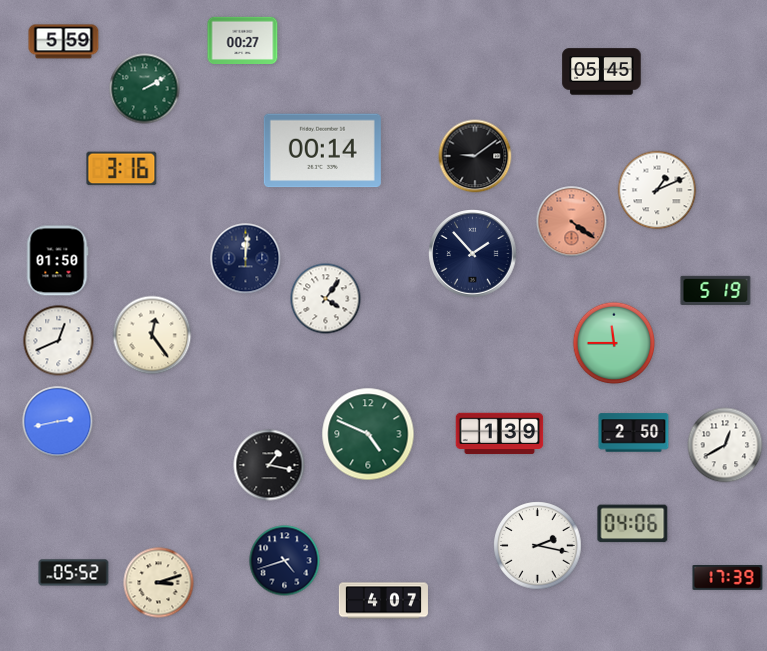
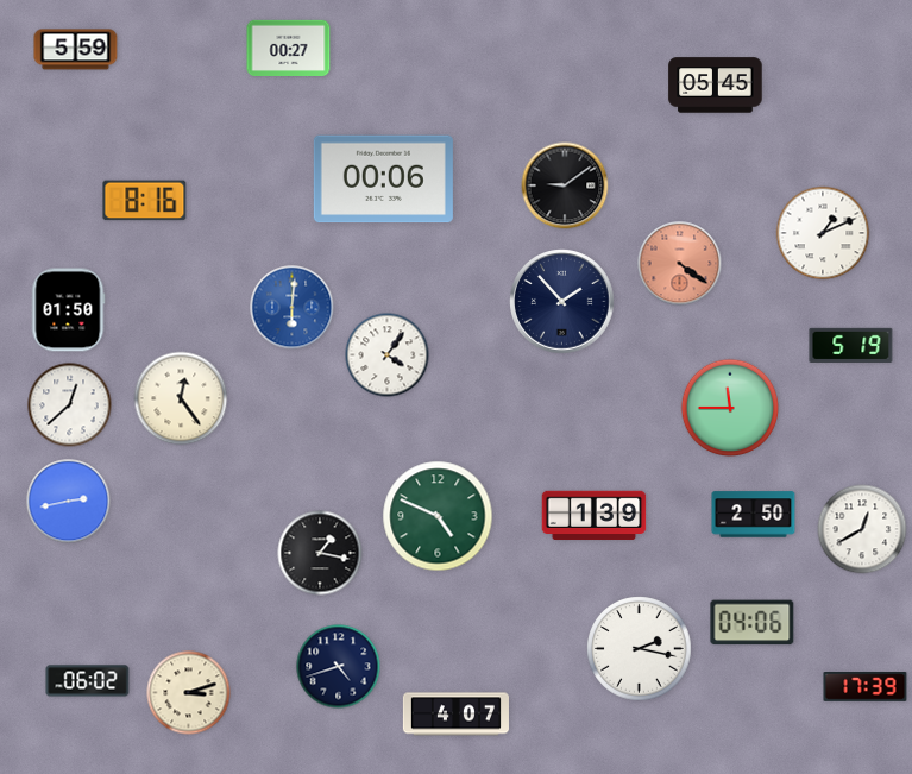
clock at (145, 89): 2:10 -> none
clock at (322, 151): 00:14 -> 00:06
clock at (122, 169): 3:16 -> 8:16
clock at (657, 190) position: (657, 190) -> (823, 233)
clock at (246, 259): 12:01 -> 6:01
clock at (246, 259) dial: navy -> blue
clock at (59, 341): 12:41 -> 12:38
clock at (74, 573): 05:52 -> 06:02
